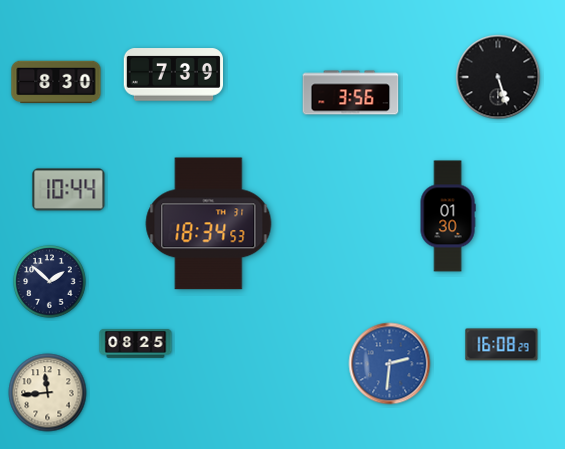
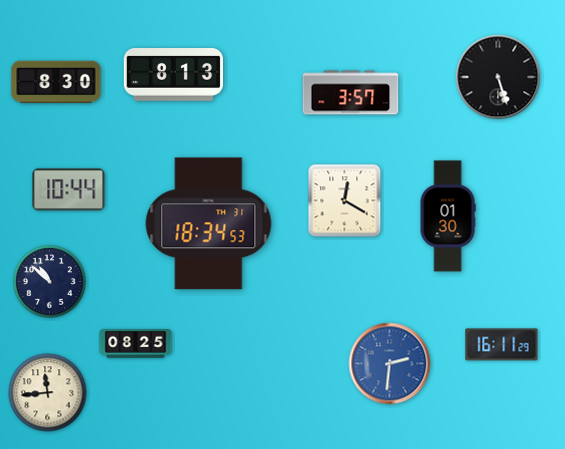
clock at (173, 75): 7:39 -> 8:13
clock at (351, 93): 3:56 -> 3:57
clock at (345, 201): none -> 12:20
clock at (50, 282): 1:52 -> 10:52
clock at (502, 345): 16:08 -> 16:11
